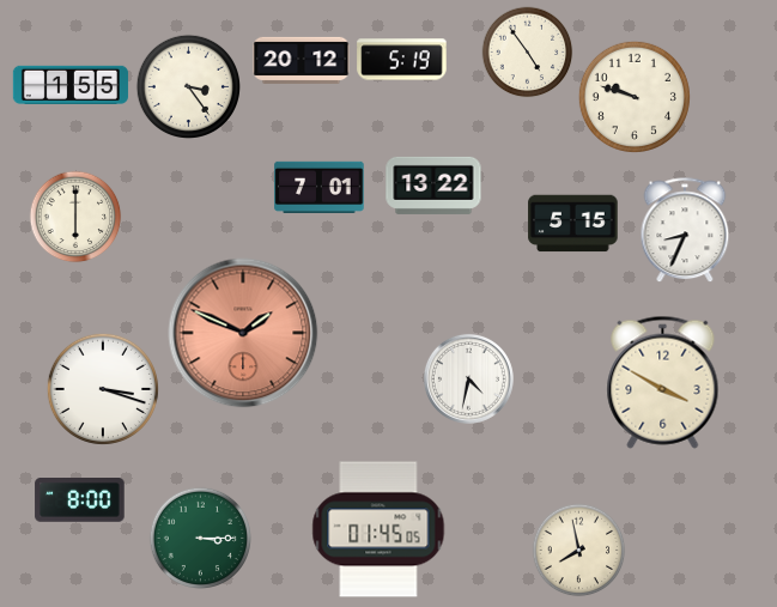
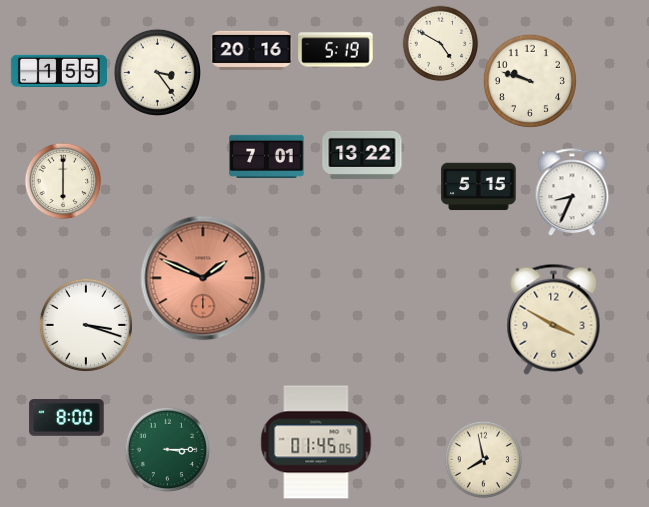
clock at (528, 53): 4:54 -> 4:50
clock at (302, 60): 20:12 -> 20:16
clock at (468, 378): 4:32 -> none
